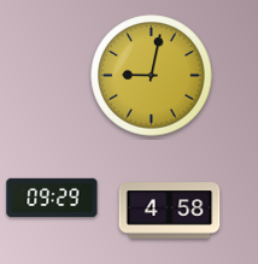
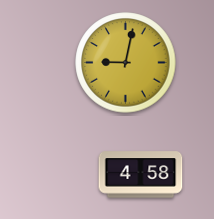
clock at (52, 198): 09:29 -> none
